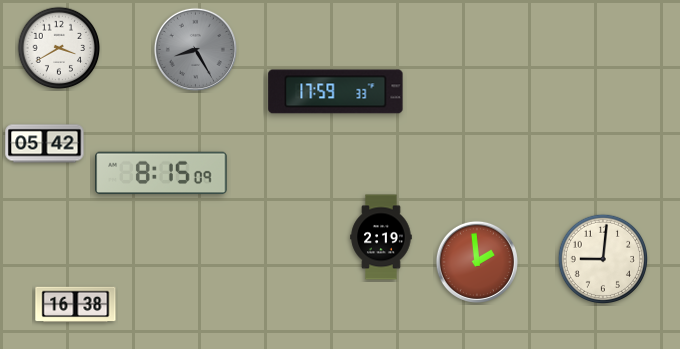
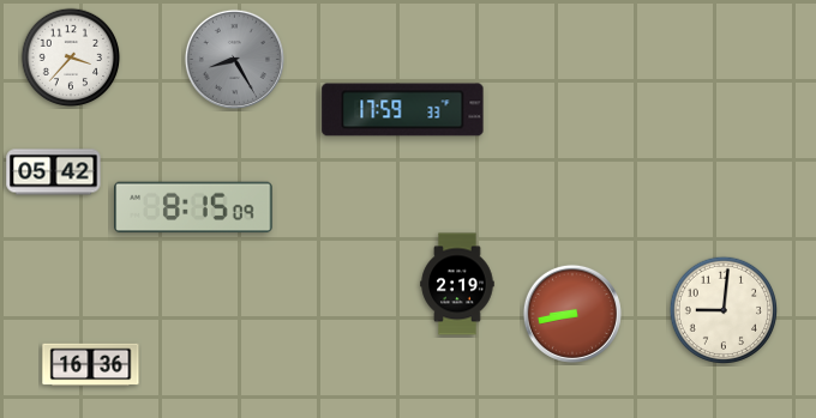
clock at (59, 48): 3:40 -> 3:37
clock at (477, 262): 1:59 -> 8:43
clock at (76, 305): 16:38 -> 16:36
